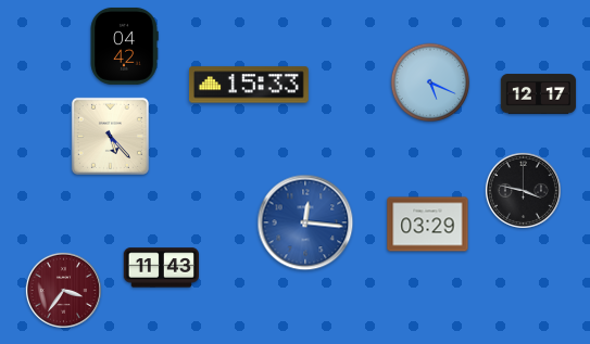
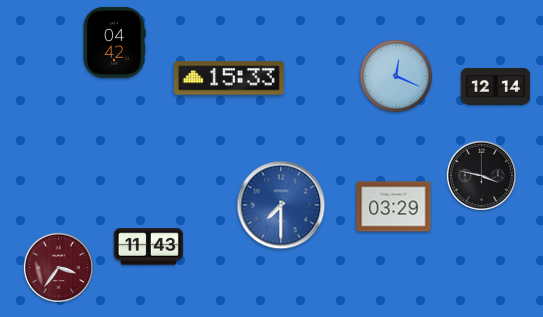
clock at (430, 82): 5:19 -> 12:19
clock at (539, 94): 12:17 -> 12:14
clock at (110, 136): 5:23 -> none
clock at (305, 222): 12:16 -> 7:30
